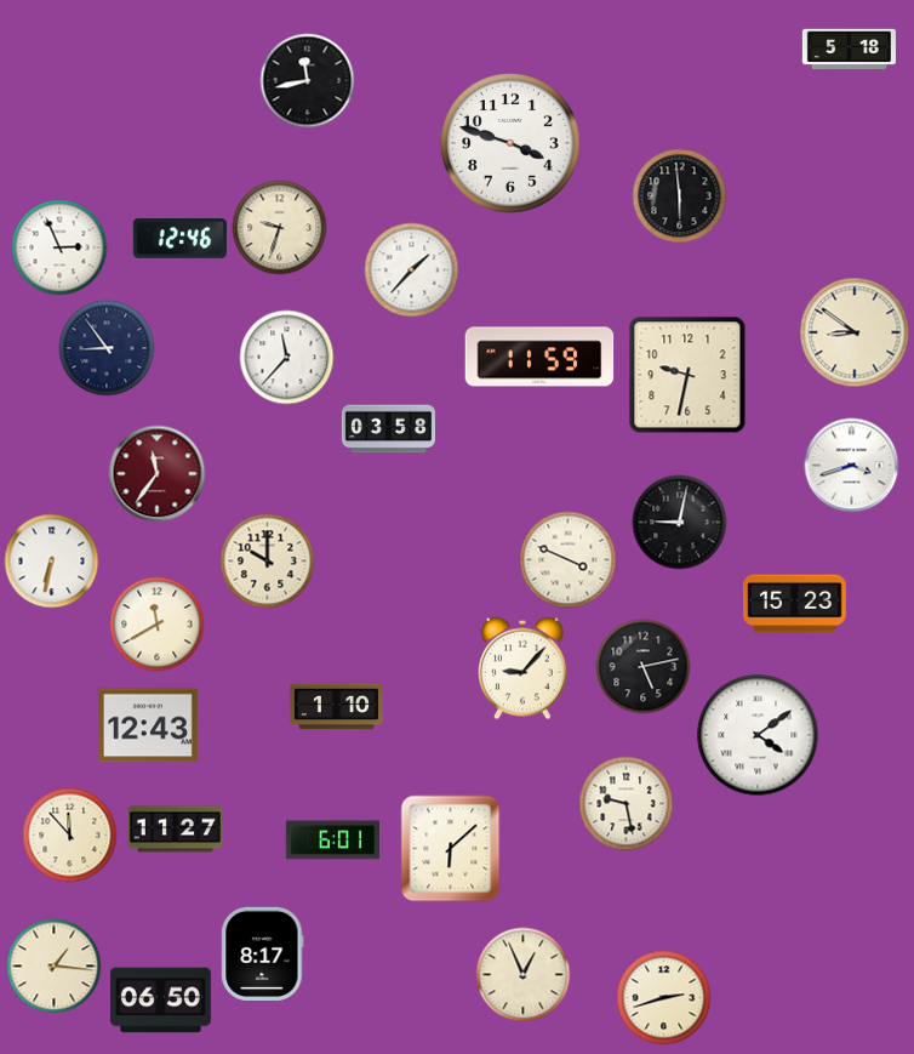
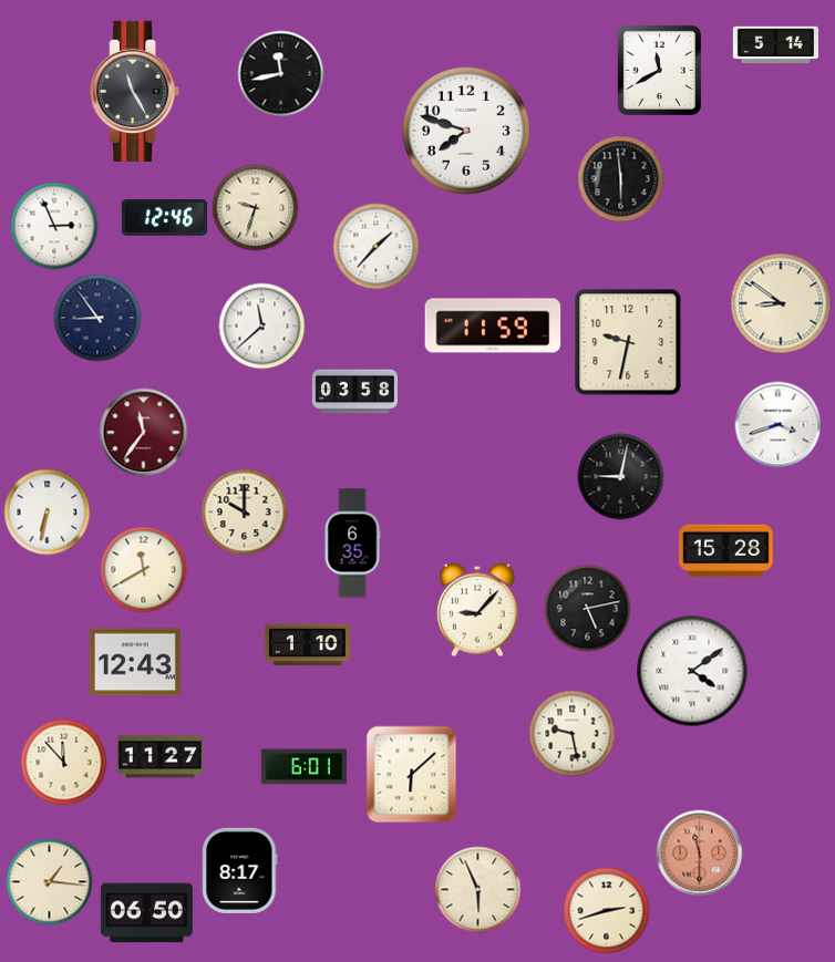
clock at (849, 50): 5:18 -> 5:14
clock at (659, 70): none -> 11:40
clock at (135, 91): none -> 11:25
clock at (510, 143): 3:48 -> 7:48
clock at (286, 357): 11:37 -> 11:38
clock at (567, 559): 3:49 -> none
clock at (352, 544): none -> 6:35
clock at (795, 604): 15:23 -> 15:28
clock at (699, 852): none -> 11:30
clock at (522, 974): 12:56 -> 5:56
